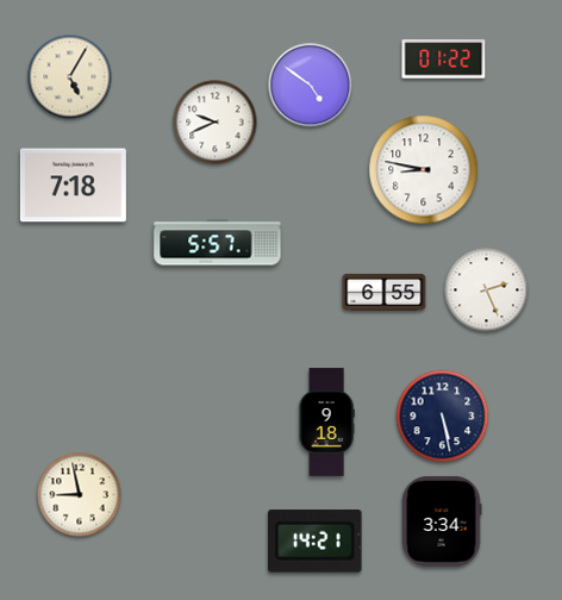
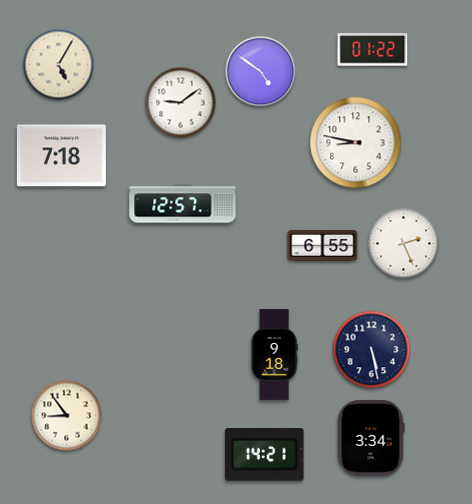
clock at (216, 123): 9:41 -> 9:09
clock at (218, 243): 5:57 -> 12:57
clock at (487, 290) position: (487, 290) -> (404, 244)
clock at (80, 495): 8:58 -> 8:54
